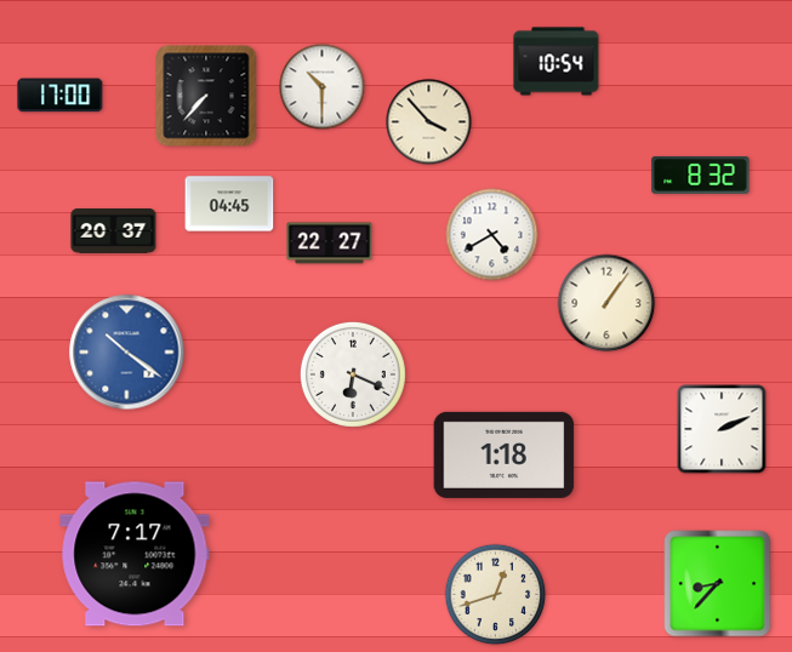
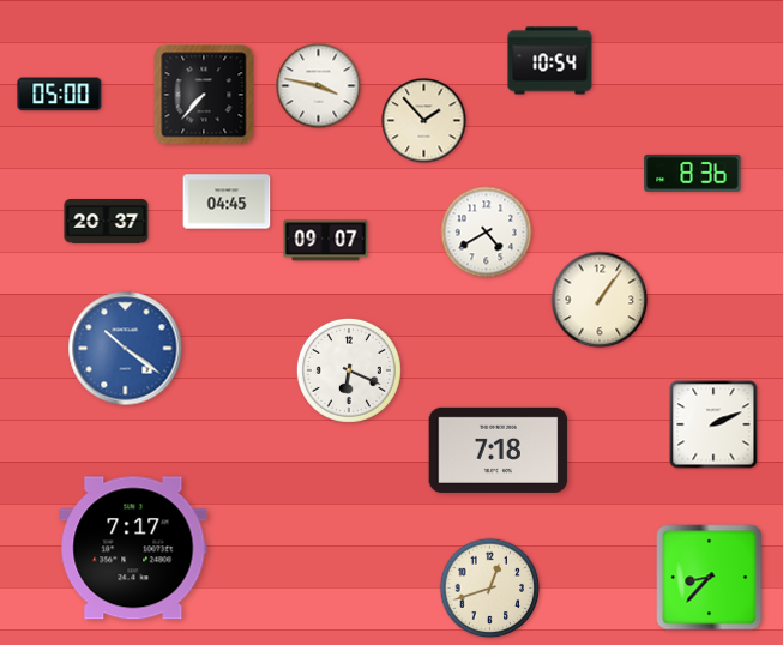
clock at (323, 87): 10:30 -> 3:47
clock at (61, 96): 17:00 -> 05:00
clock at (429, 122): 3:53 -> 1:53
clock at (701, 175): 8:32 -> 8:36
clock at (114, 231) position: (114, 231) -> (107, 222)
clock at (330, 244): 22:27 -> 09:07
clock at (505, 454): 1:18 -> 7:18
